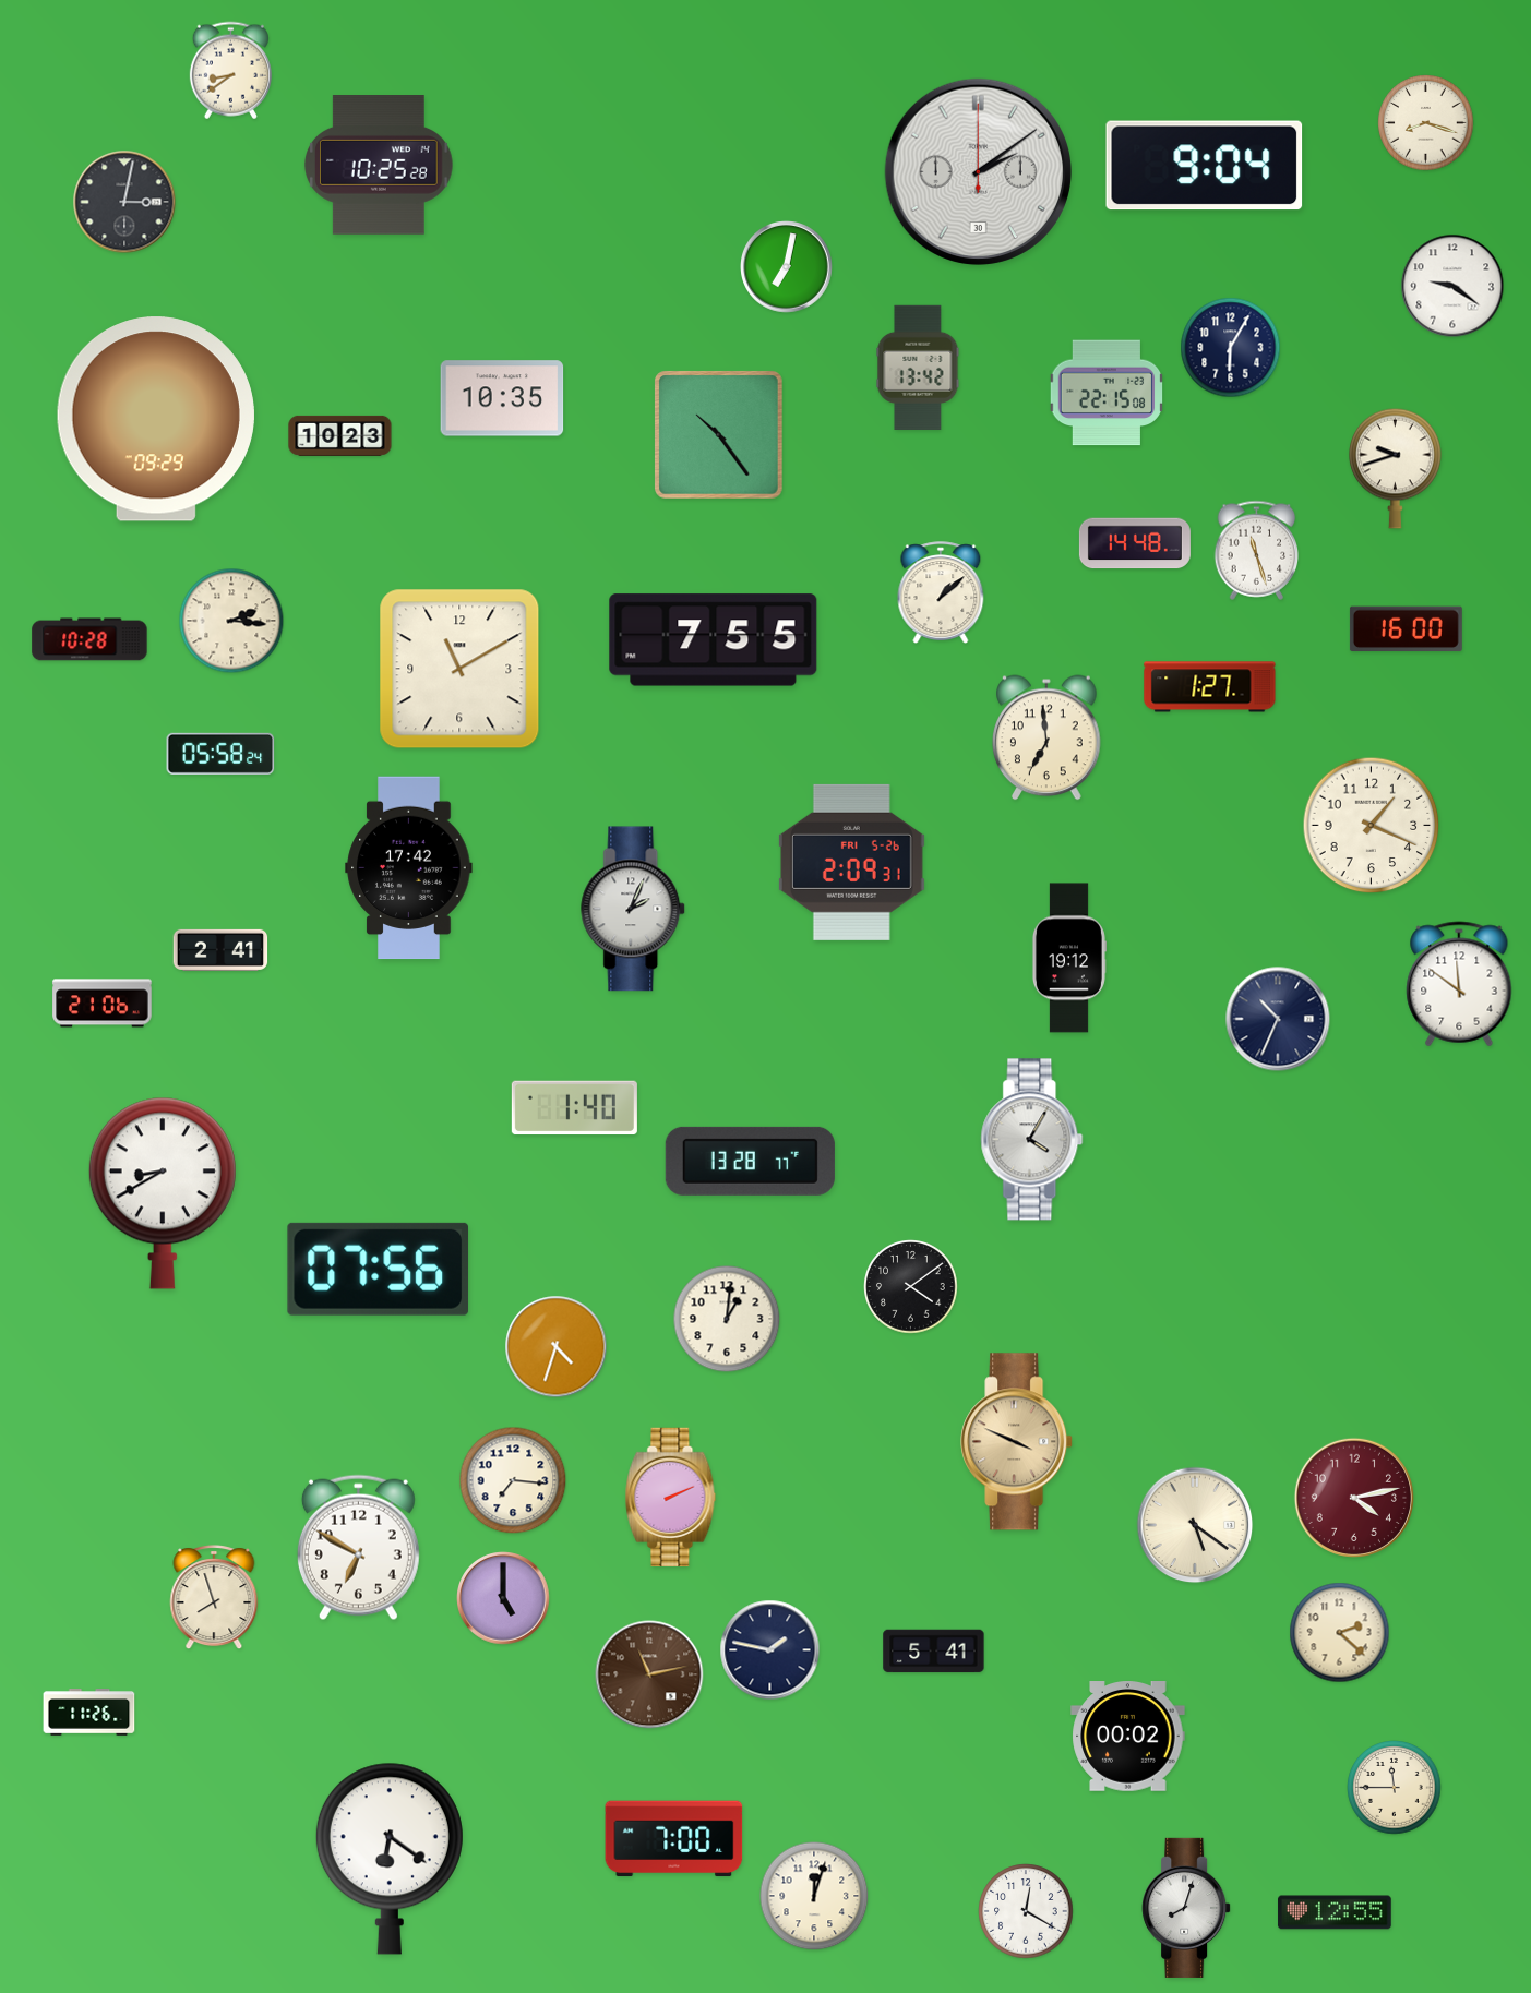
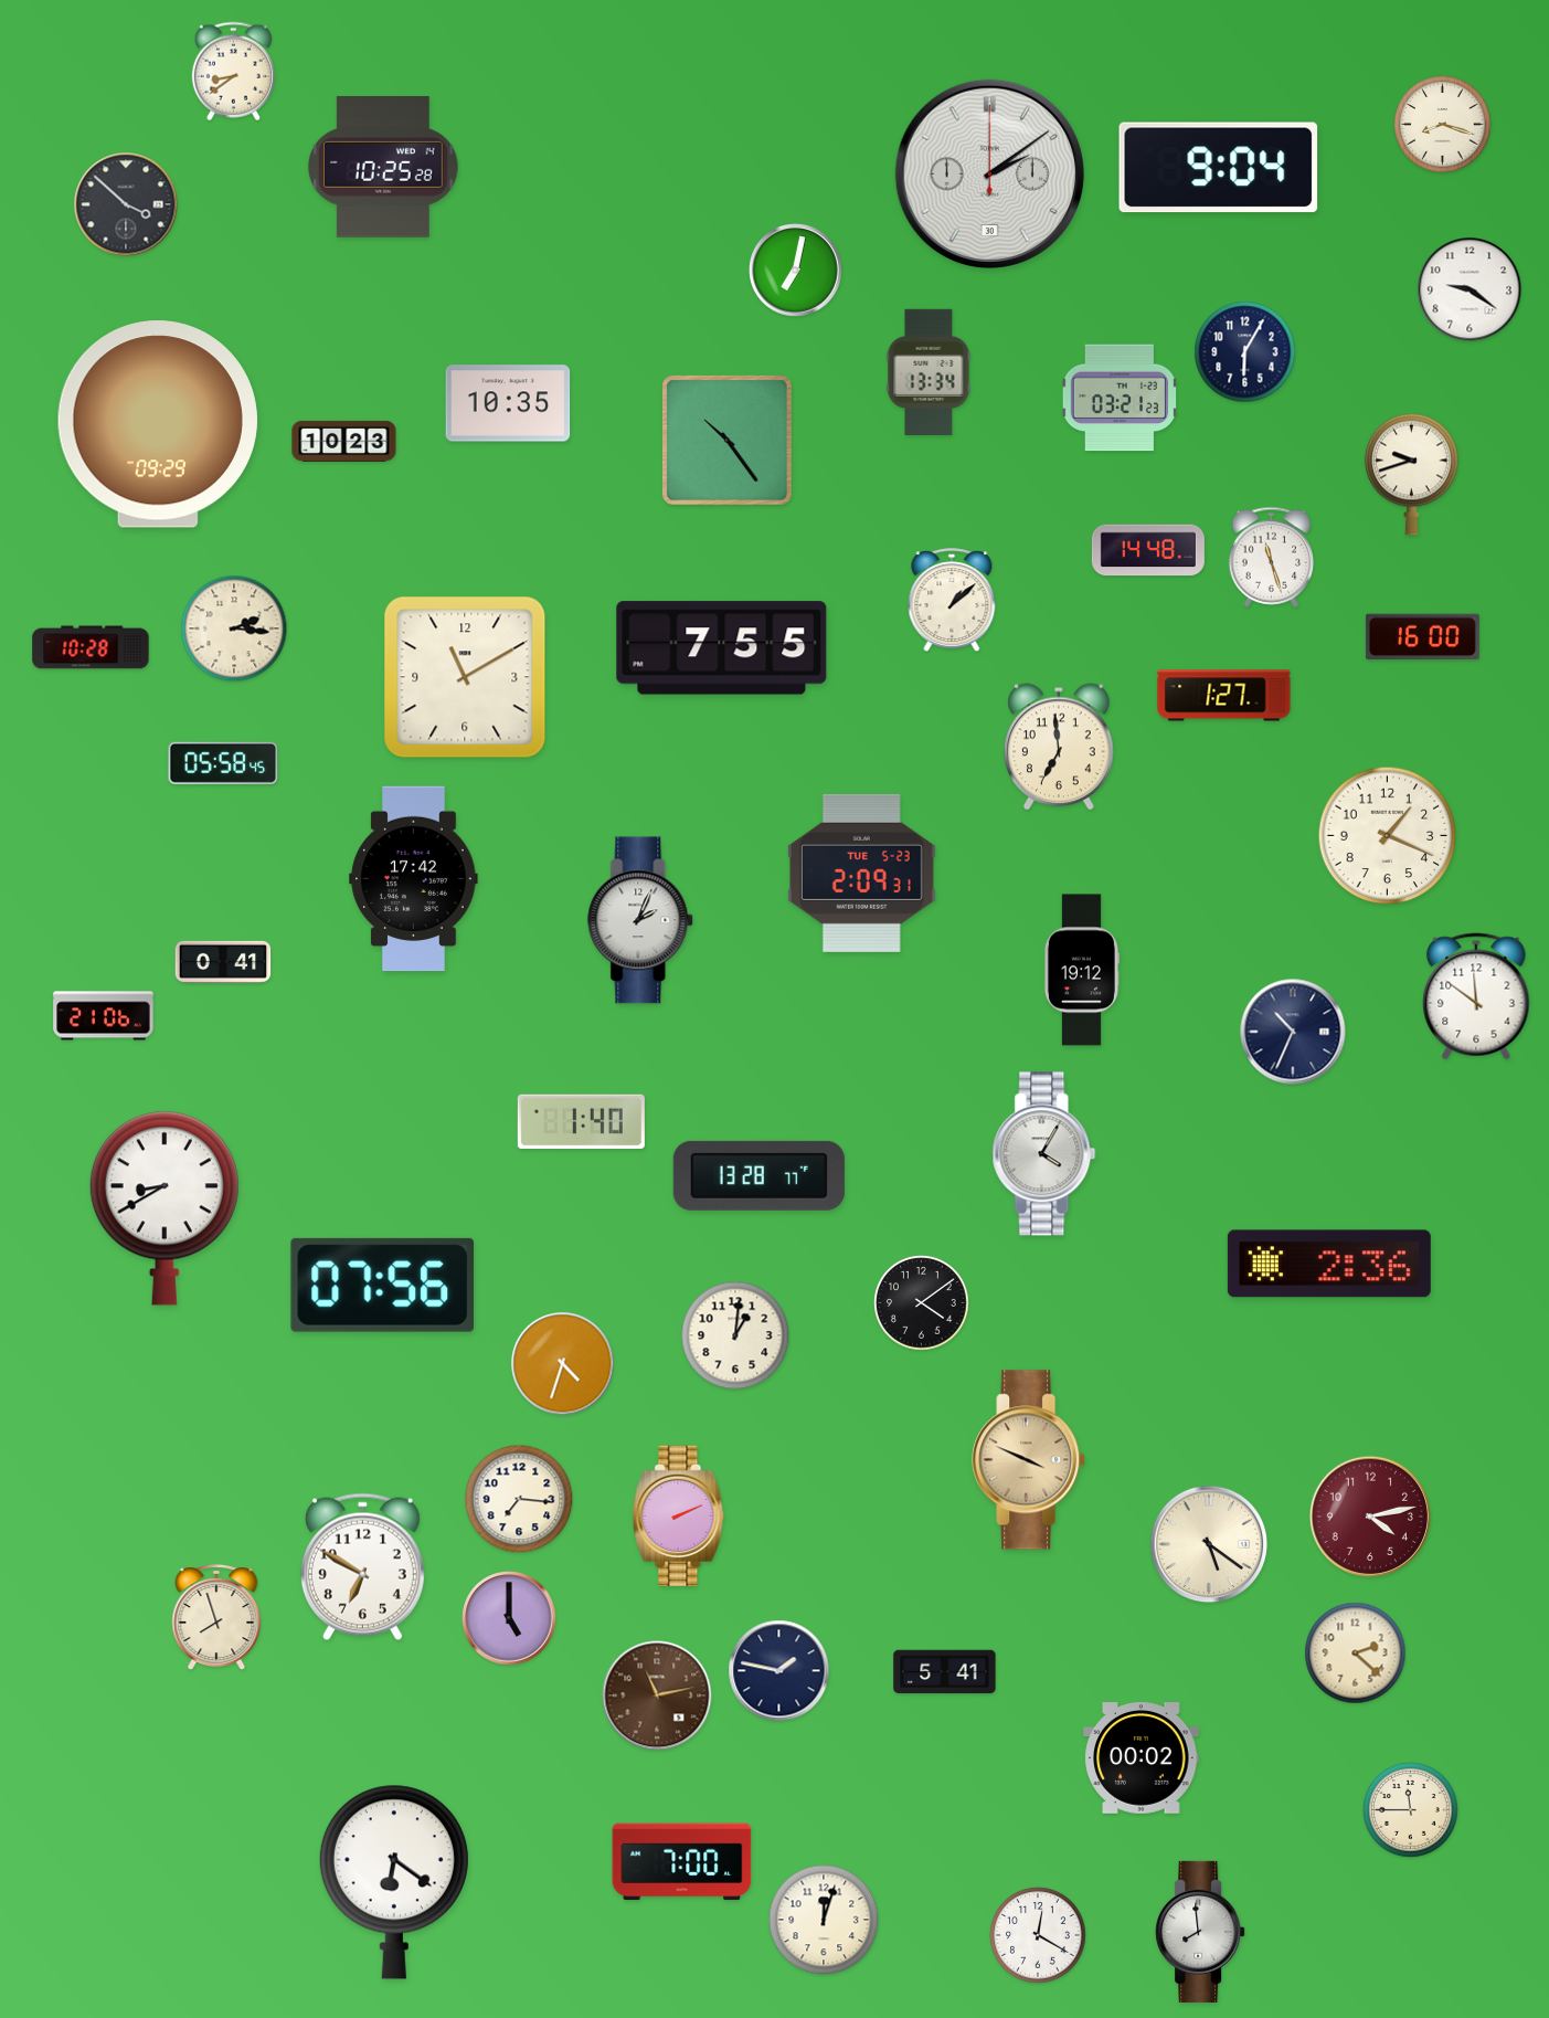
clock at (124, 202): 3:02 -> 3:52
clock at (918, 368): 13:42 -> 13:34
clock at (1107, 393): 22:15 -> 03:21
clock at (220, 754): 05:58:24 -> 05:58:45
clock at (851, 862) date: FRI 5-26 -> TUE 5-23
clock at (220, 950): 2:41 -> 0:41
clock at (1329, 1264): none -> 2:36
clock at (89, 1713): 11:26 -> none
clock at (1186, 1908): 8:03 -> 7:59
clock at (1335, 1912): 12:55 -> none
